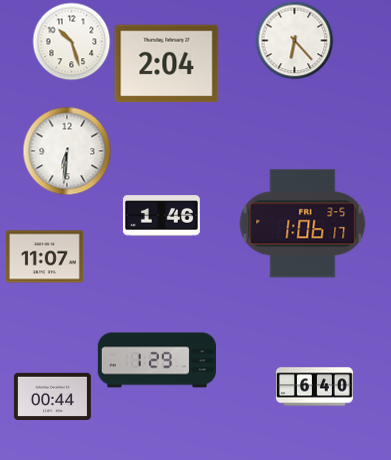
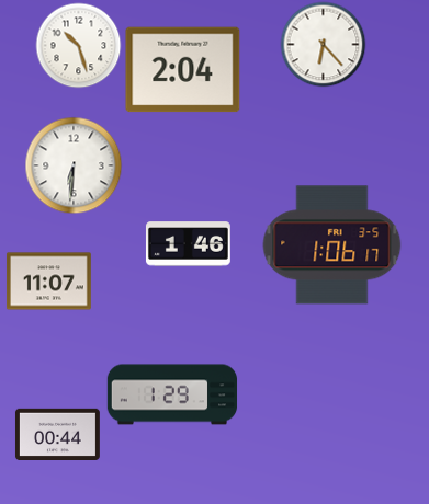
clock at (161, 216) position: (161, 216) -> (188, 244)
clock at (315, 387): 6:40 -> none
